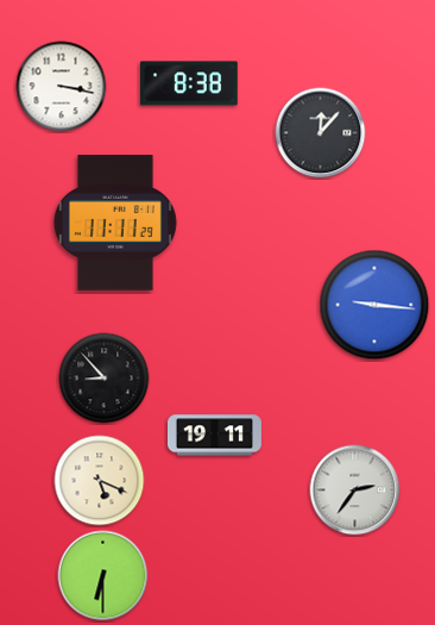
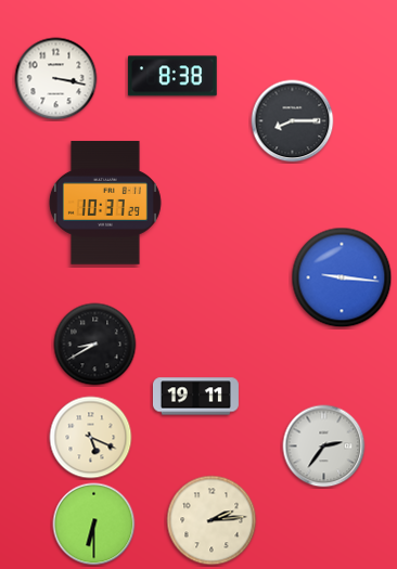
clock at (321, 133): 12:07 -> 8:15
clock at (115, 223): 11:11 -> 10:37
clock at (105, 379): 8:53 -> 8:40
clock at (212, 520): none -> 2:14
